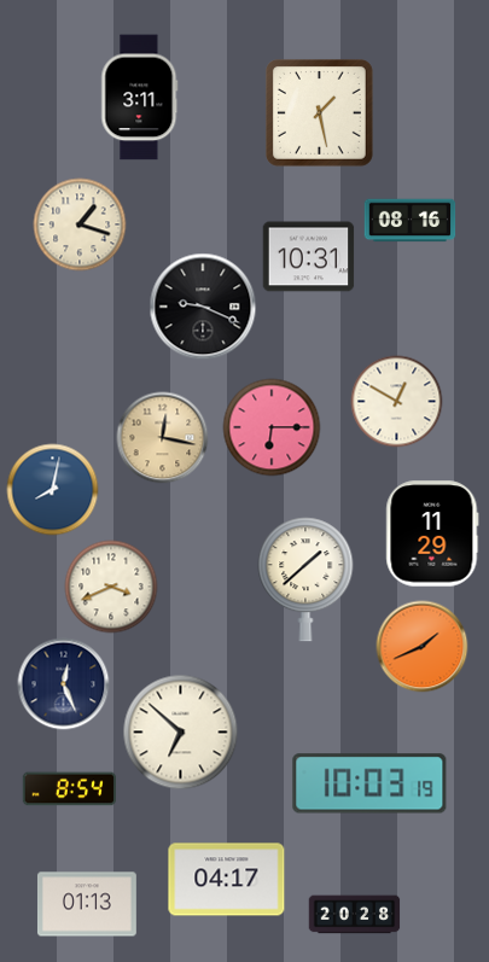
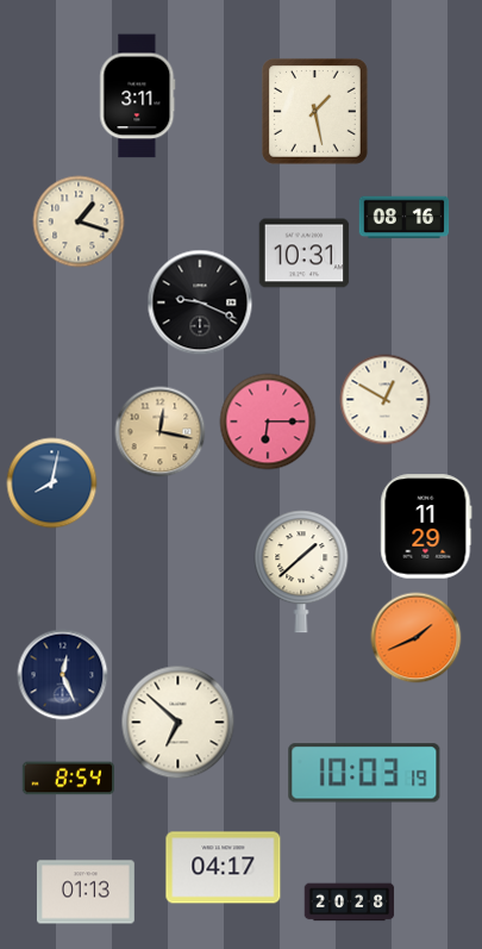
clock at (397, 402) position: (397, 402) -> (386, 400)
clock at (111, 587): 3:41 -> none
